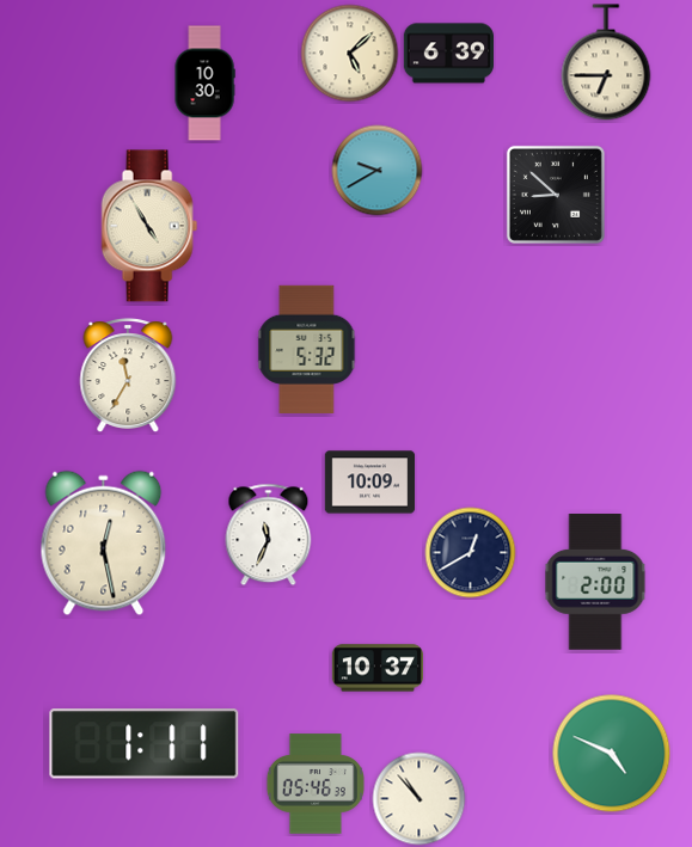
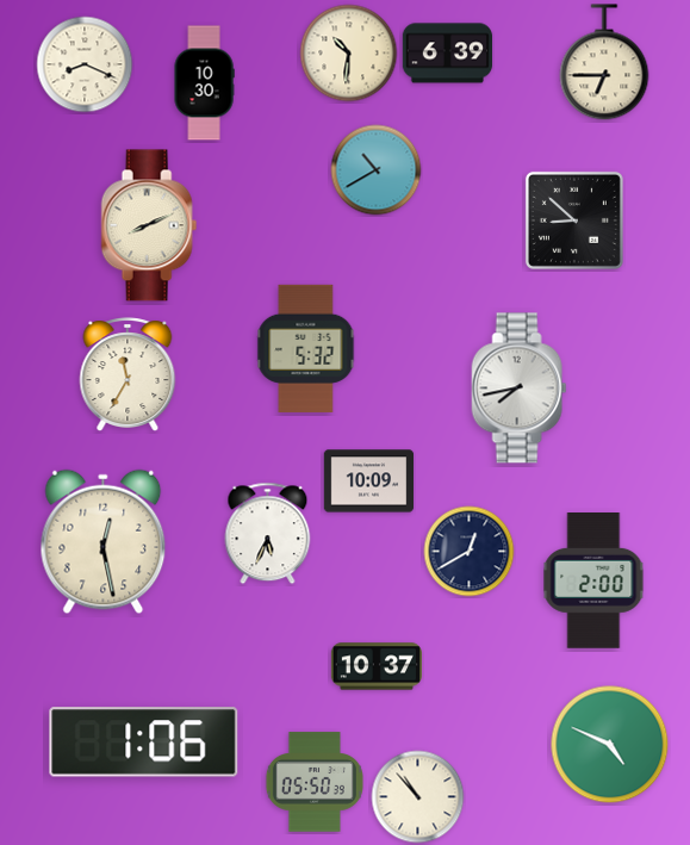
clock at (350, 54): 5:08 -> 10:31
clock at (85, 64): none -> 8:19
clock at (378, 171): 9:40 -> 10:40
clock at (556, 195) position: (556, 195) -> (574, 220)
clock at (149, 226): 4:55 -> 8:11
clock at (520, 389): none -> 7:43
clock at (269, 535): 11:34 -> 5:34
clock at (145, 744): 1:11 -> 1:06
clock at (612, 754) position: (612, 754) -> (610, 745)
clock at (316, 784): 05:46 -> 05:50
